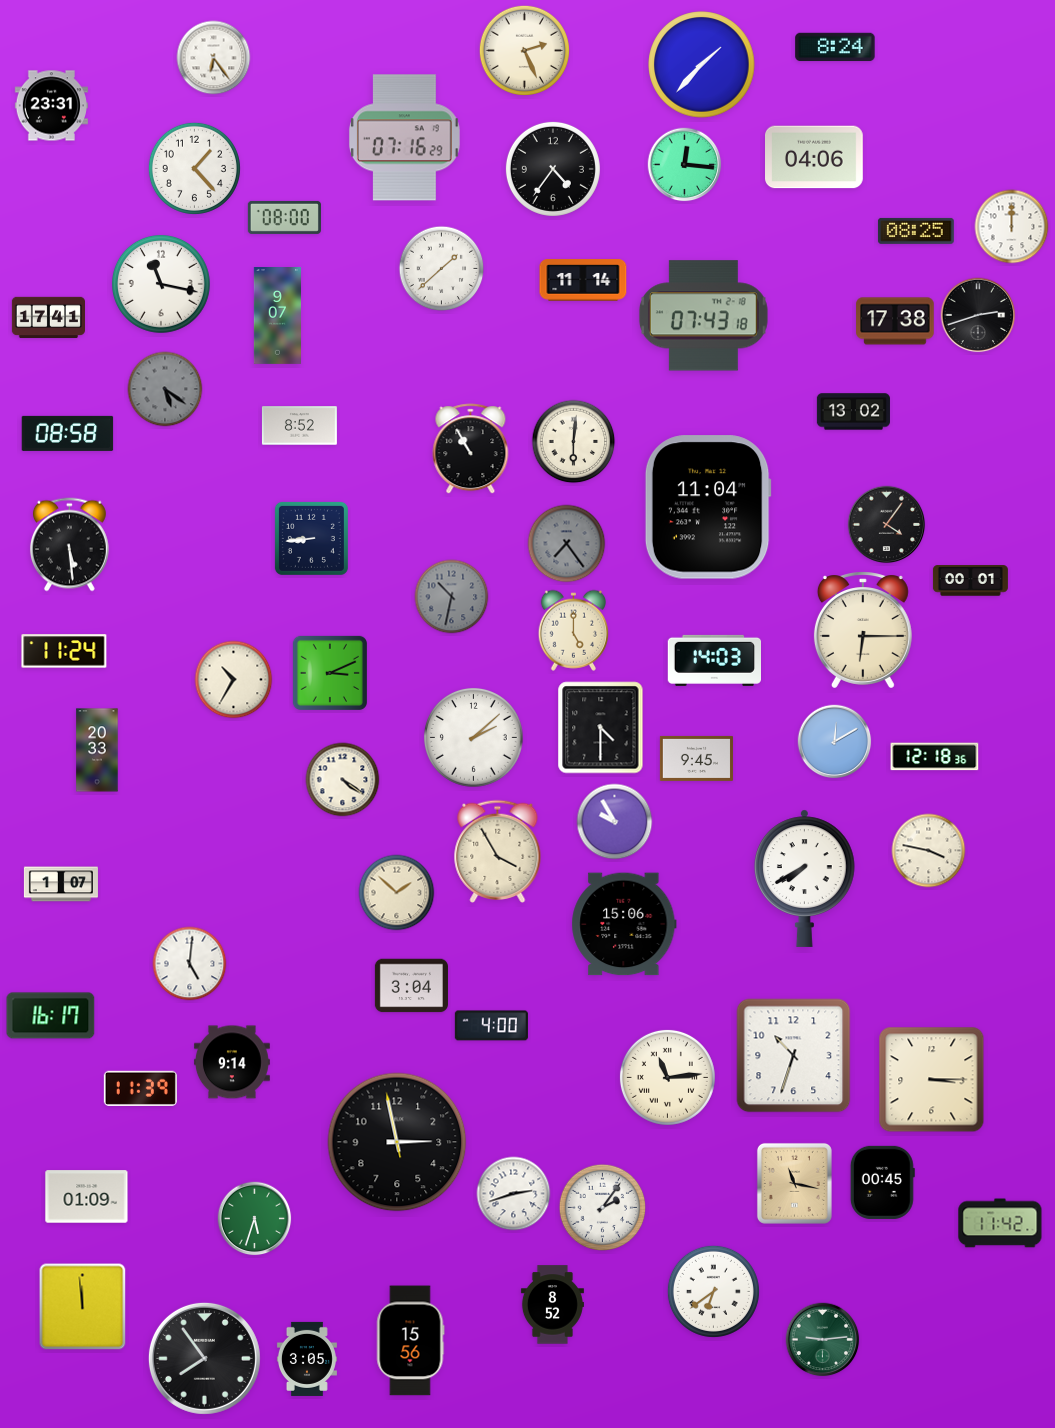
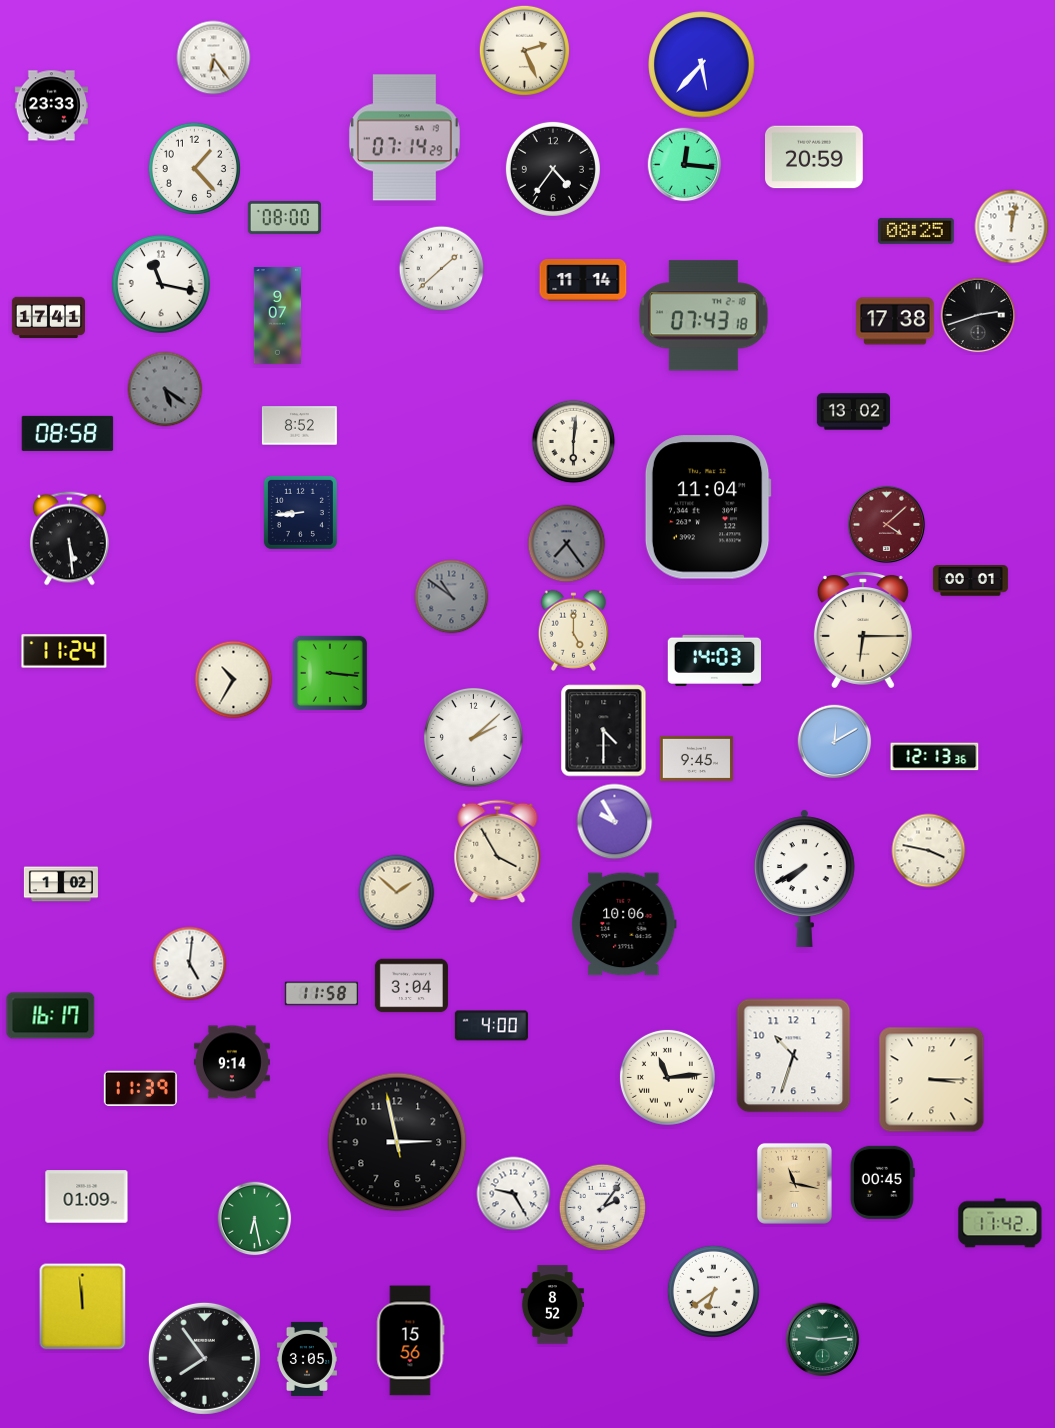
clock at (835, 47): 8:24 -> none
clock at (702, 65): 1:37 -> 5:37
clock at (51, 106): 23:31 -> 23:33
clock at (404, 138): 07:16 -> 07:14
clock at (815, 157): 04:06 -> 20:59
clock at (1012, 227): 12:00 -> 12:02
clock at (471, 449): 10:55 -> none
clock at (887, 525): 4:06 -> 4:08
clock at (887, 525) dial: black -> burgundy
clock at (311, 538) position: (311, 538) -> (300, 512)
clock at (69, 545) position: (69, 545) -> (69, 539)
clock at (452, 597): 10:32 -> 10:51
clock at (330, 673): 3:11 -> 3:16
clock at (601, 728) position: (601, 728) -> (604, 731)
clock at (97, 750): 20:33 -> none
clock at (935, 757): 12:18 -> 12:13
clock at (343, 780): 4:21 -> none
clock at (61, 884): 1:07 -> 1:02
clock at (624, 924): 15:06 -> 10:06
clock at (321, 994): none -> 11:58
clock at (514, 1194): 2:42 -> 9:25
clock at (255, 1219): 5:33 -> 6:28
